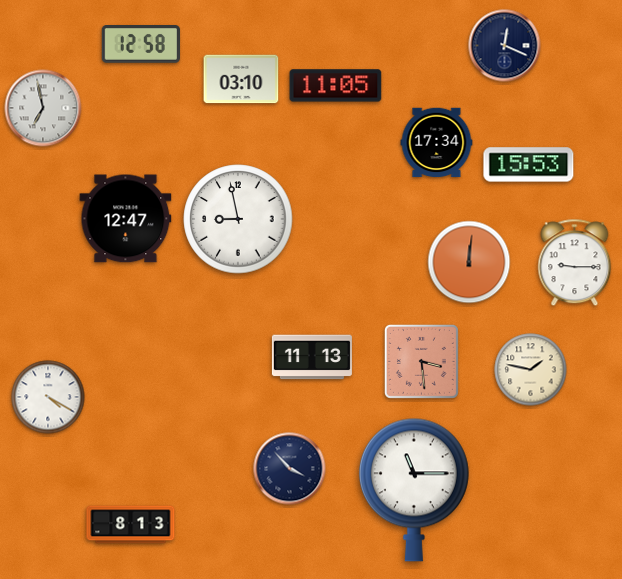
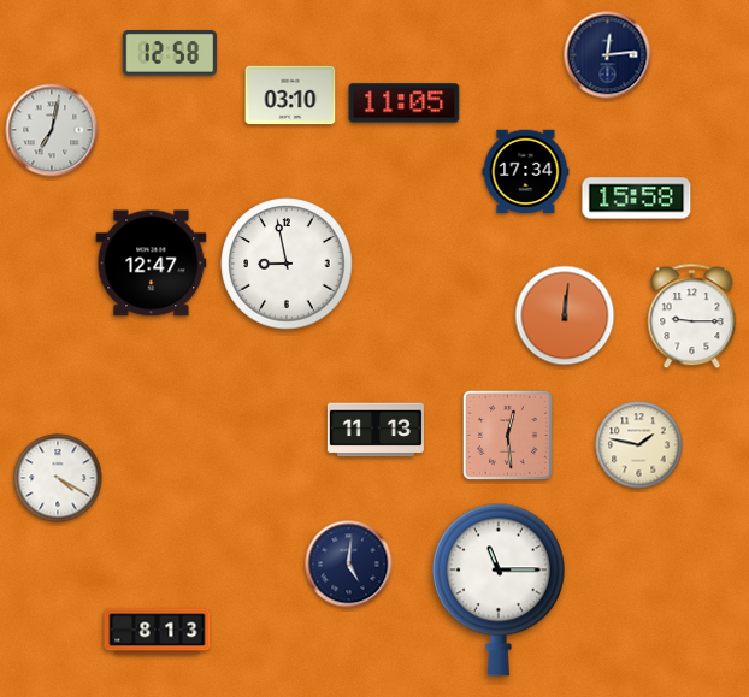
clock at (505, 46): 12:19 -> 12:14
clock at (43, 108): 6:58 -> 7:02
clock at (529, 165): 15:53 -> 15:58
clock at (421, 361): 3:29 -> 12:29
clock at (290, 469): 3:53 -> 5:01
